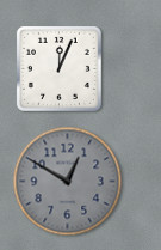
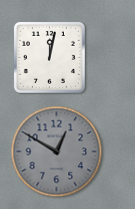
clock at (58, 68): 12:04 -> 12:02
